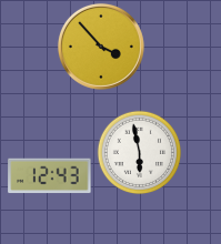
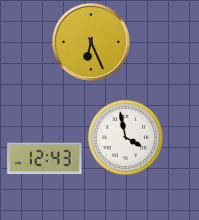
clock at (101, 47): 3:53 -> 6:26
clock at (140, 153): 5:58 -> 3:58
